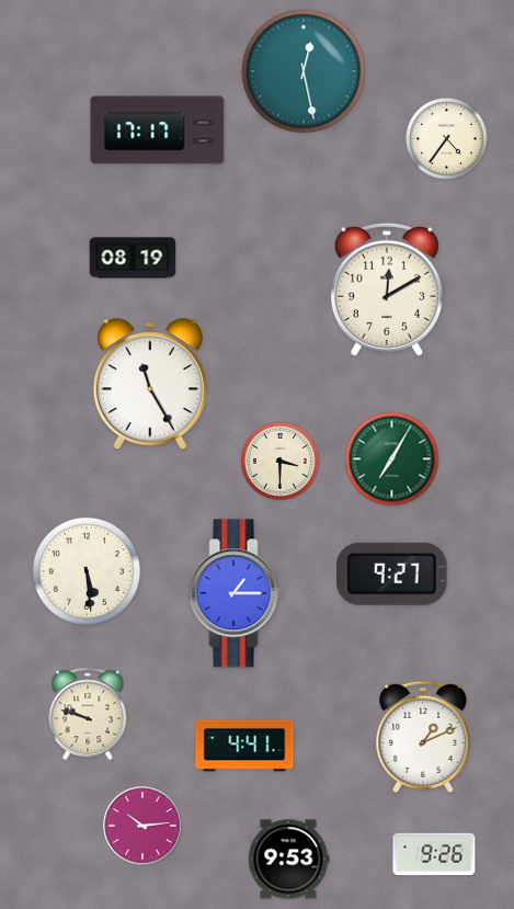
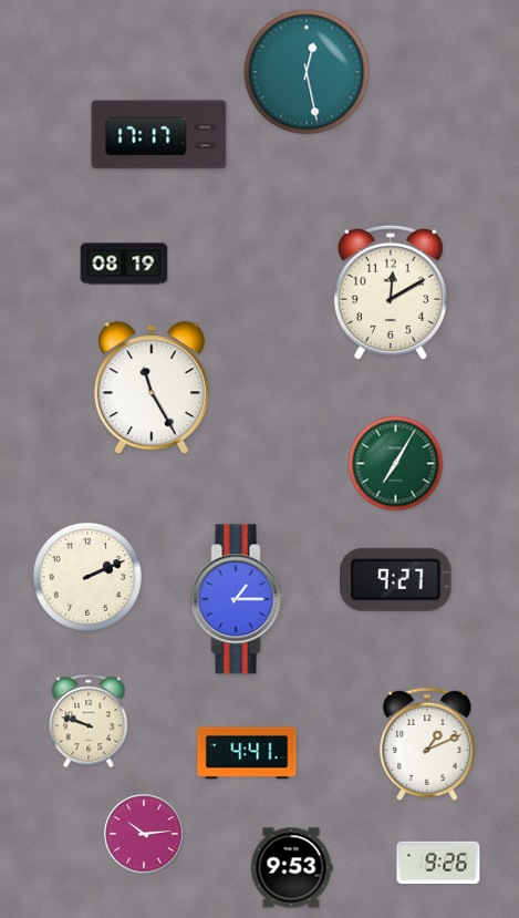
clock at (158, 130) position: (158, 130) -> (159, 135)
clock at (447, 139): 4:36 -> none
clock at (133, 258) position: (133, 258) -> (124, 264)
clock at (279, 461): 3:30 -> none
clock at (87, 571): 5:29 -> 2:11
